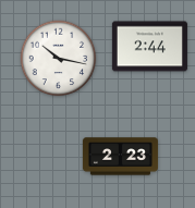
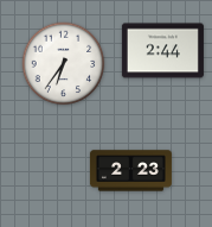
clock at (59, 59): 10:17 -> 6:36
